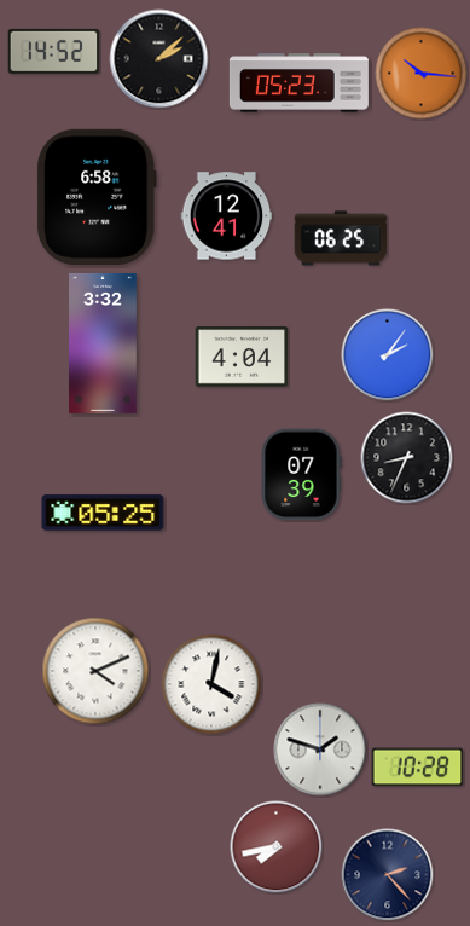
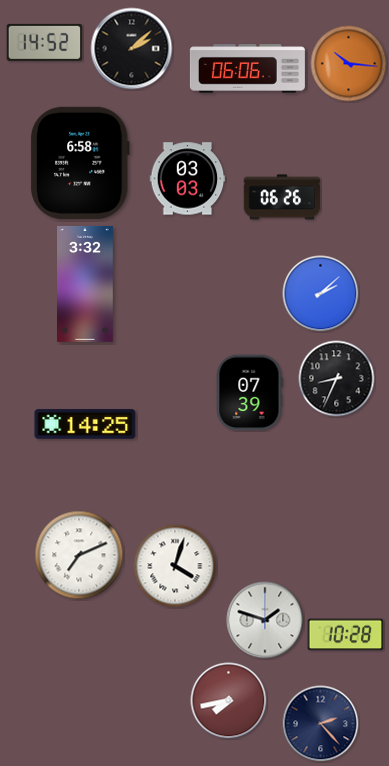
clock at (422, 74) position: (422, 74) -> (349, 64)
clock at (298, 83): 05:23 -> 06:06
clock at (227, 216): 12:41 -> 03:03
clock at (341, 238): 06:25 -> 06:26
clock at (388, 355): 2:06 -> 2:08
clock at (242, 357): 4:04 -> none
clock at (103, 513): 05:25 -> 14:25
clock at (95, 671): 4:11 -> 7:11
clock at (211, 684): 4:02 -> 4:03
